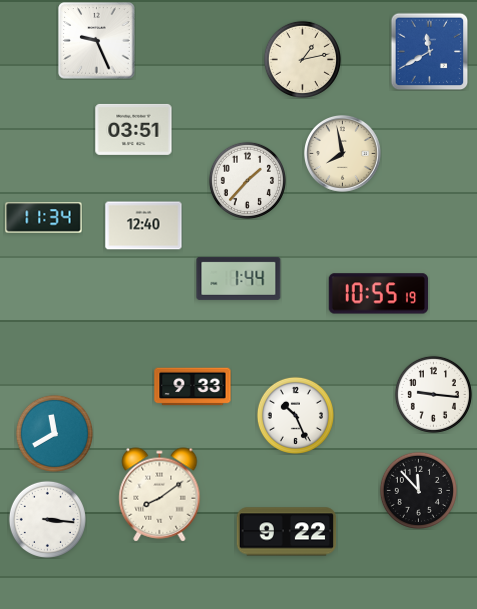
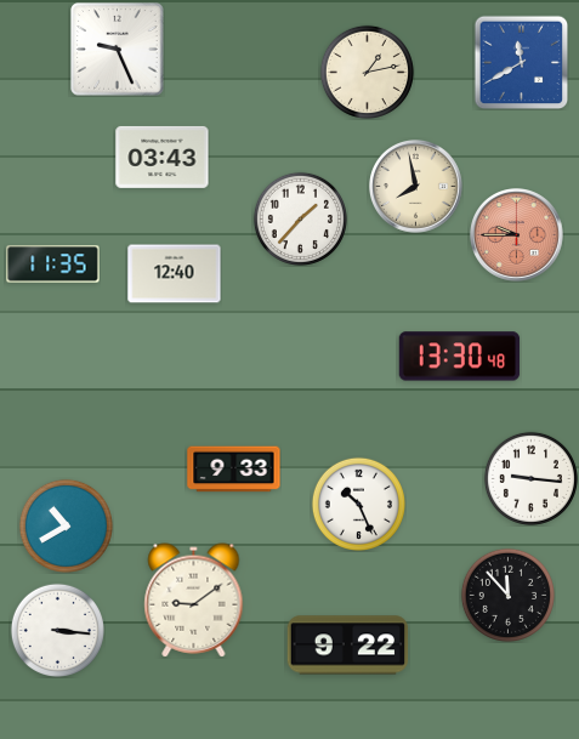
clock at (134, 129): 03:51 -> 03:43
clock at (517, 235): none -> 9:45
clock at (44, 218): 11:34 -> 11:35
clock at (239, 278): 1:44 -> none
clock at (379, 294): 10:55 -> 13:30
clock at (433, 394) position: (433, 394) -> (530, 478)
clock at (54, 433): 11:40 -> 10:40
clock at (160, 495): 8:09 -> 9:09
